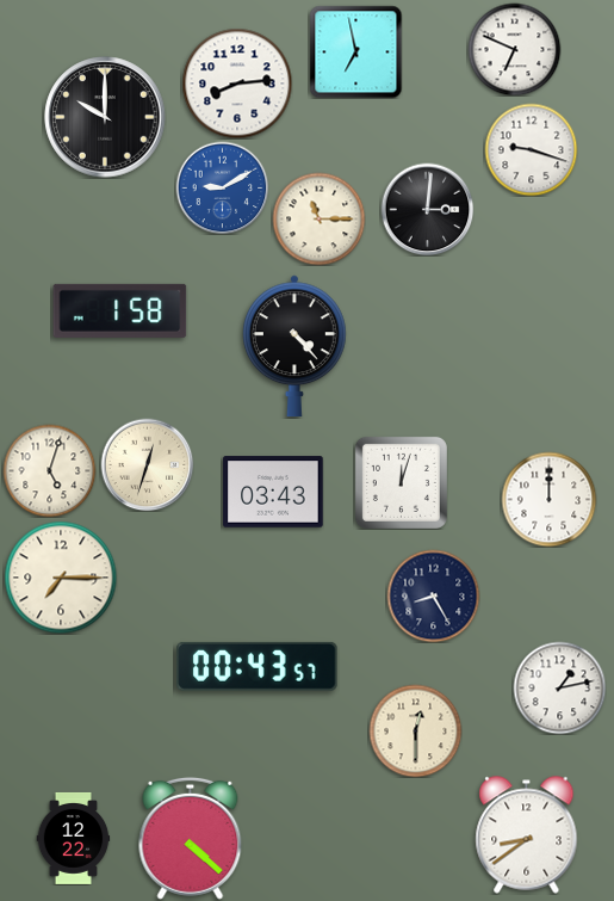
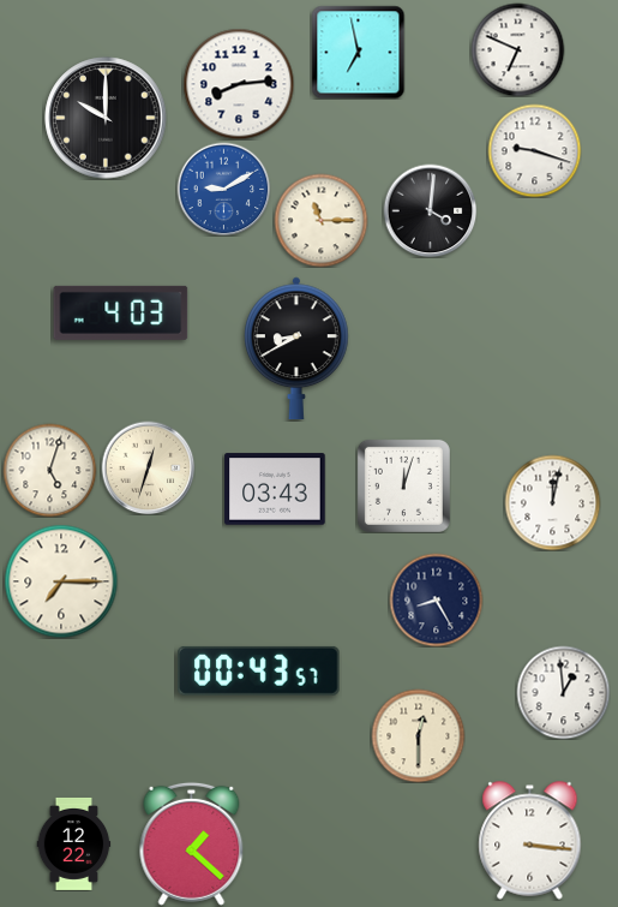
clock at (427, 209): 3:01 -> 4:01
clock at (120, 310): 1:58 -> 4:03
clock at (296, 346): 4:23 -> 8:40
clock at (49, 470) position: (49, 470) -> (49, 470)
clock at (273, 492) position: (273, 492) -> (275, 489)
clock at (548, 499): 12:00 -> 12:02
clock at (559, 687): 1:13 -> 12:59
clock at (527, 835): 8:39 -> 3:16
clock at (191, 838): 4:22 -> 1:22
